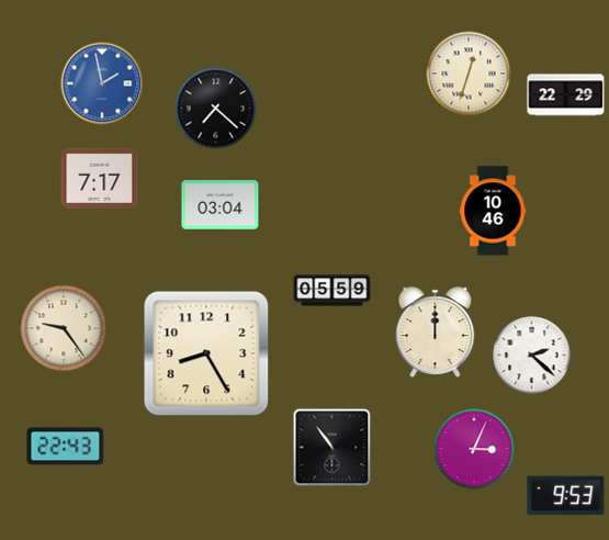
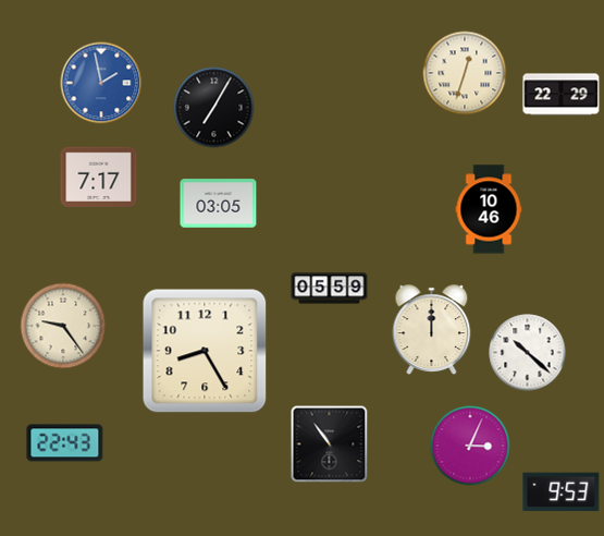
clock at (216, 109): 7:22 -> 7:05
clock at (221, 205): 03:04 -> 03:05
clock at (532, 356): 2:22 -> 10:22
